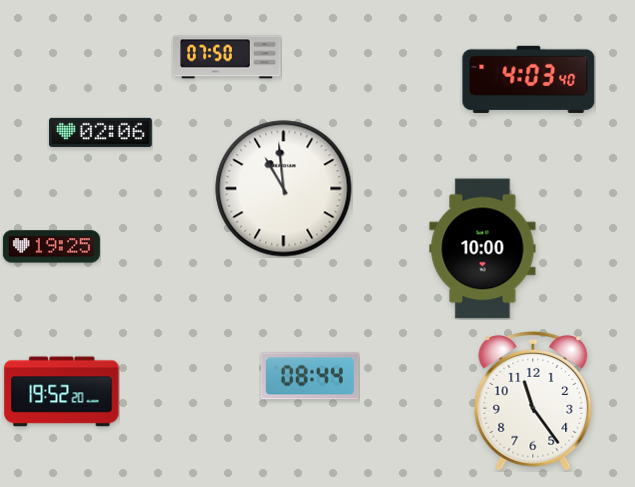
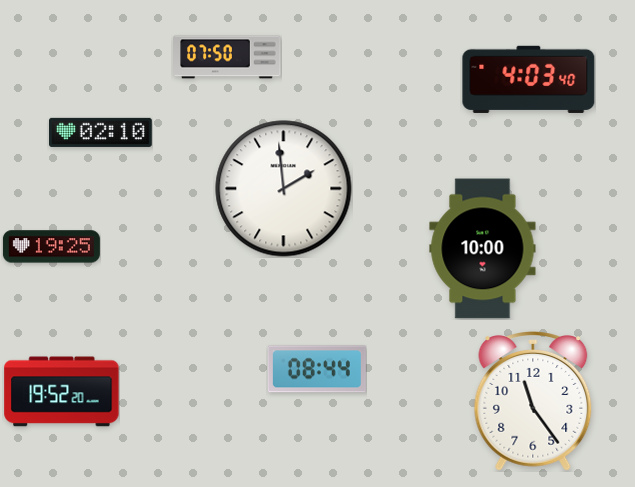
clock at (101, 132): 02:06 -> 02:10
clock at (284, 189): 10:59 -> 1:59
clock at (310, 376) position: (310, 376) -> (317, 369)
